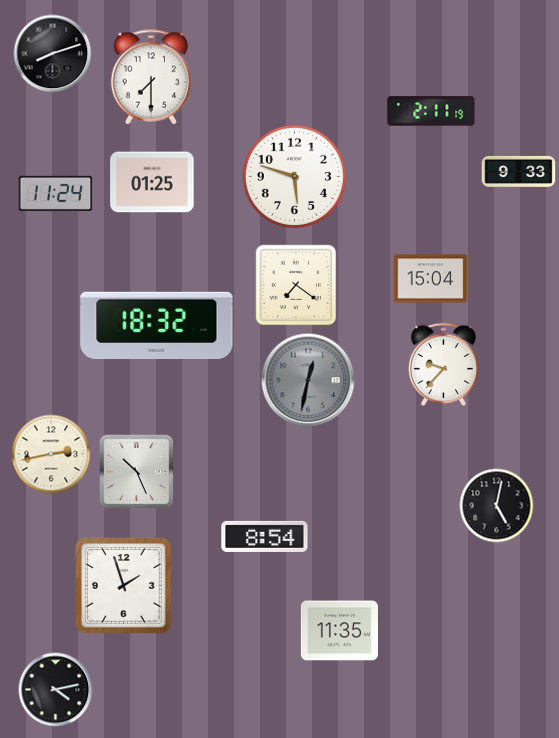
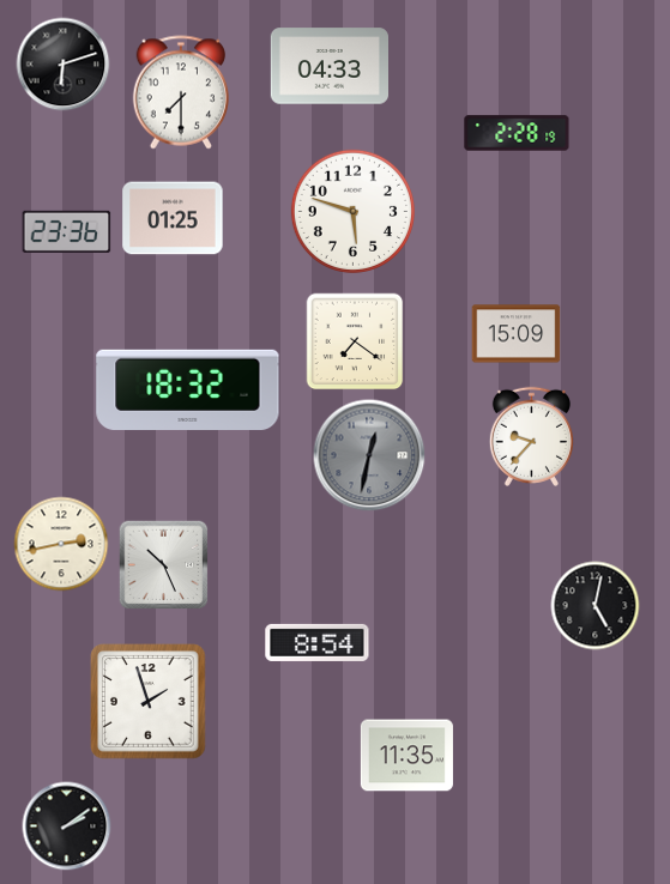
clock at (53, 54): 8:12 -> 6:12
clock at (328, 66): none -> 04:33
clock at (431, 111): 2:11 -> 2:28
clock at (519, 171): 9:33 -> none
clock at (152, 182) position: (152, 182) -> (173, 218)
clock at (56, 193): 11:24 -> 23:36
clock at (431, 279): 15:04 -> 15:09
clock at (56, 690): 4:13 -> 2:09
